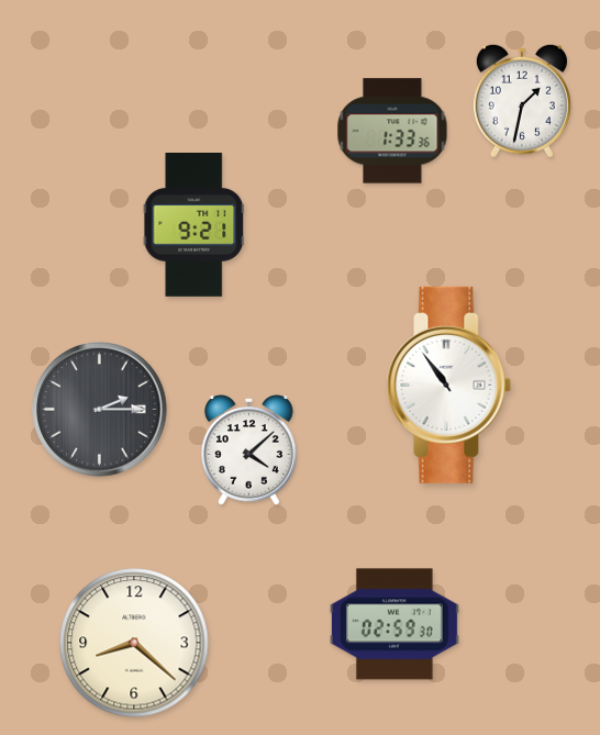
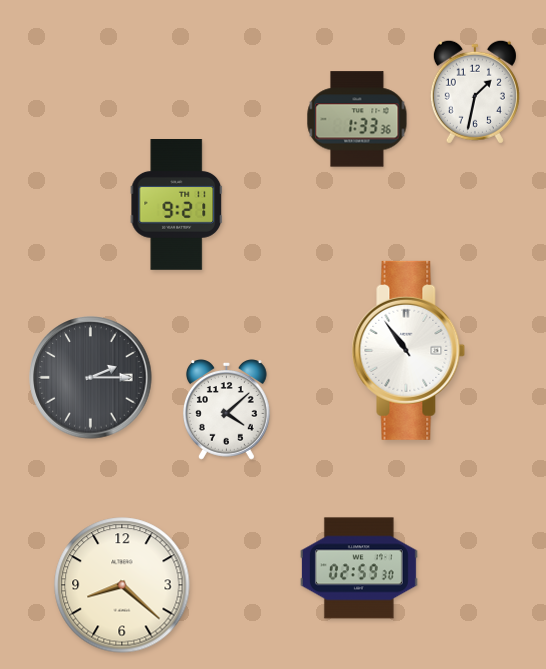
clock at (100, 410) position: (100, 410) -> (91, 378)
